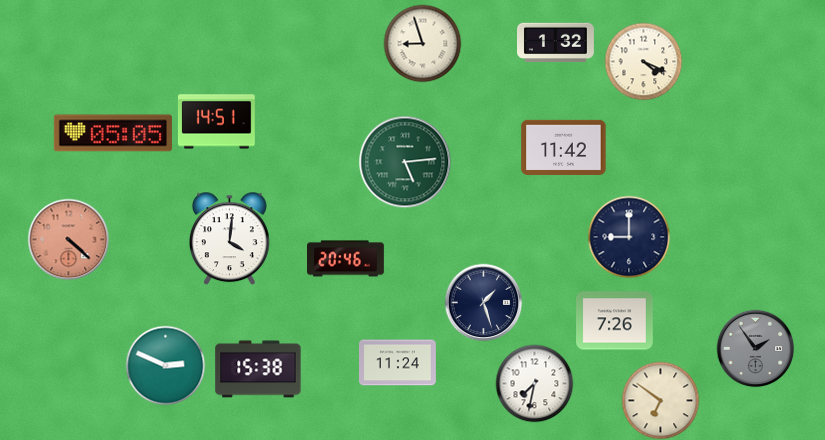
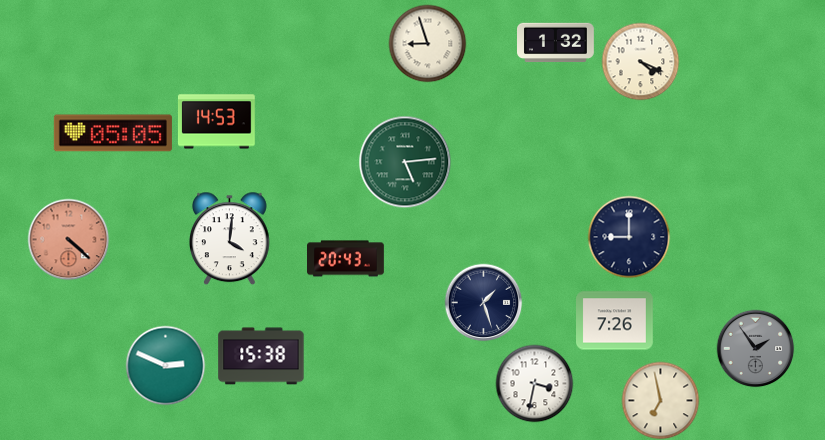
clock at (422, 43) position: (422, 43) -> (427, 43)
clock at (643, 61) position: (643, 61) -> (640, 61)
clock at (216, 122): 14:51 -> 14:53
clock at (564, 147): 11:42 -> none
clock at (346, 259): 20:46 -> 20:43
clock at (398, 363): 11:24 -> none
clock at (258, 369) position: (258, 369) -> (261, 356)
clock at (534, 383): 7:32 -> 3:32
clock at (660, 400): 6:51 -> 6:58
